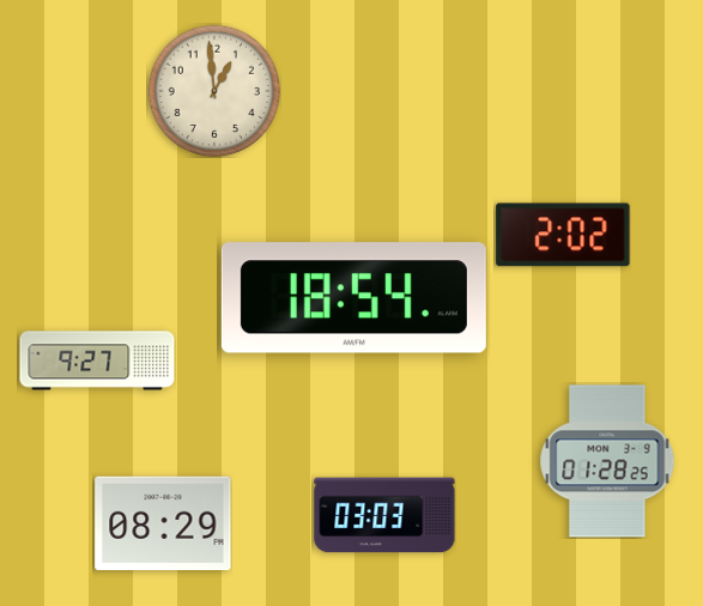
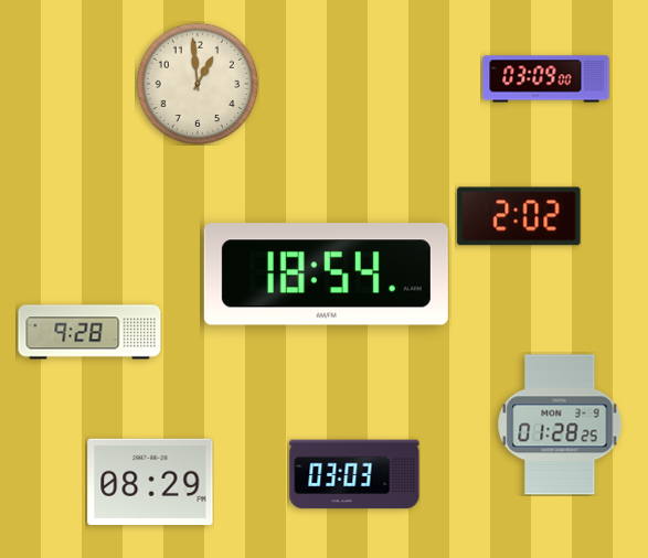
clock at (546, 79): none -> 03:09
clock at (97, 360): 9:27 -> 9:28
